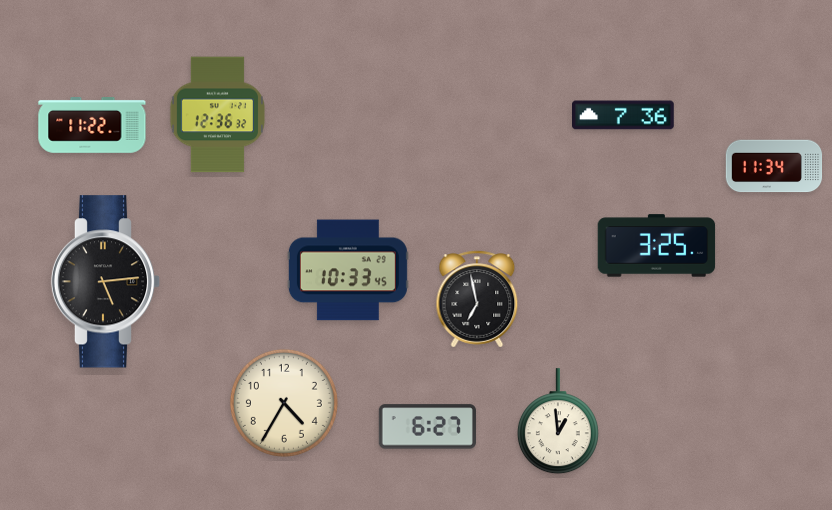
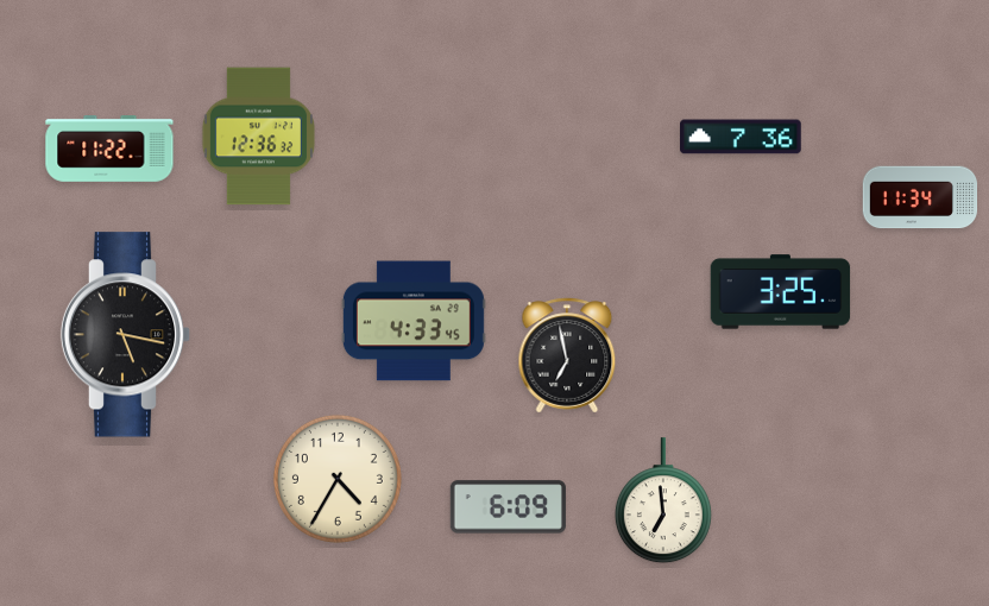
clock at (348, 270): 10:33 -> 4:33
clock at (106, 282): 5:14 -> 5:17
clock at (558, 422): 12:59 -> 6:59
clock at (427, 427): 6:27 -> 6:09
